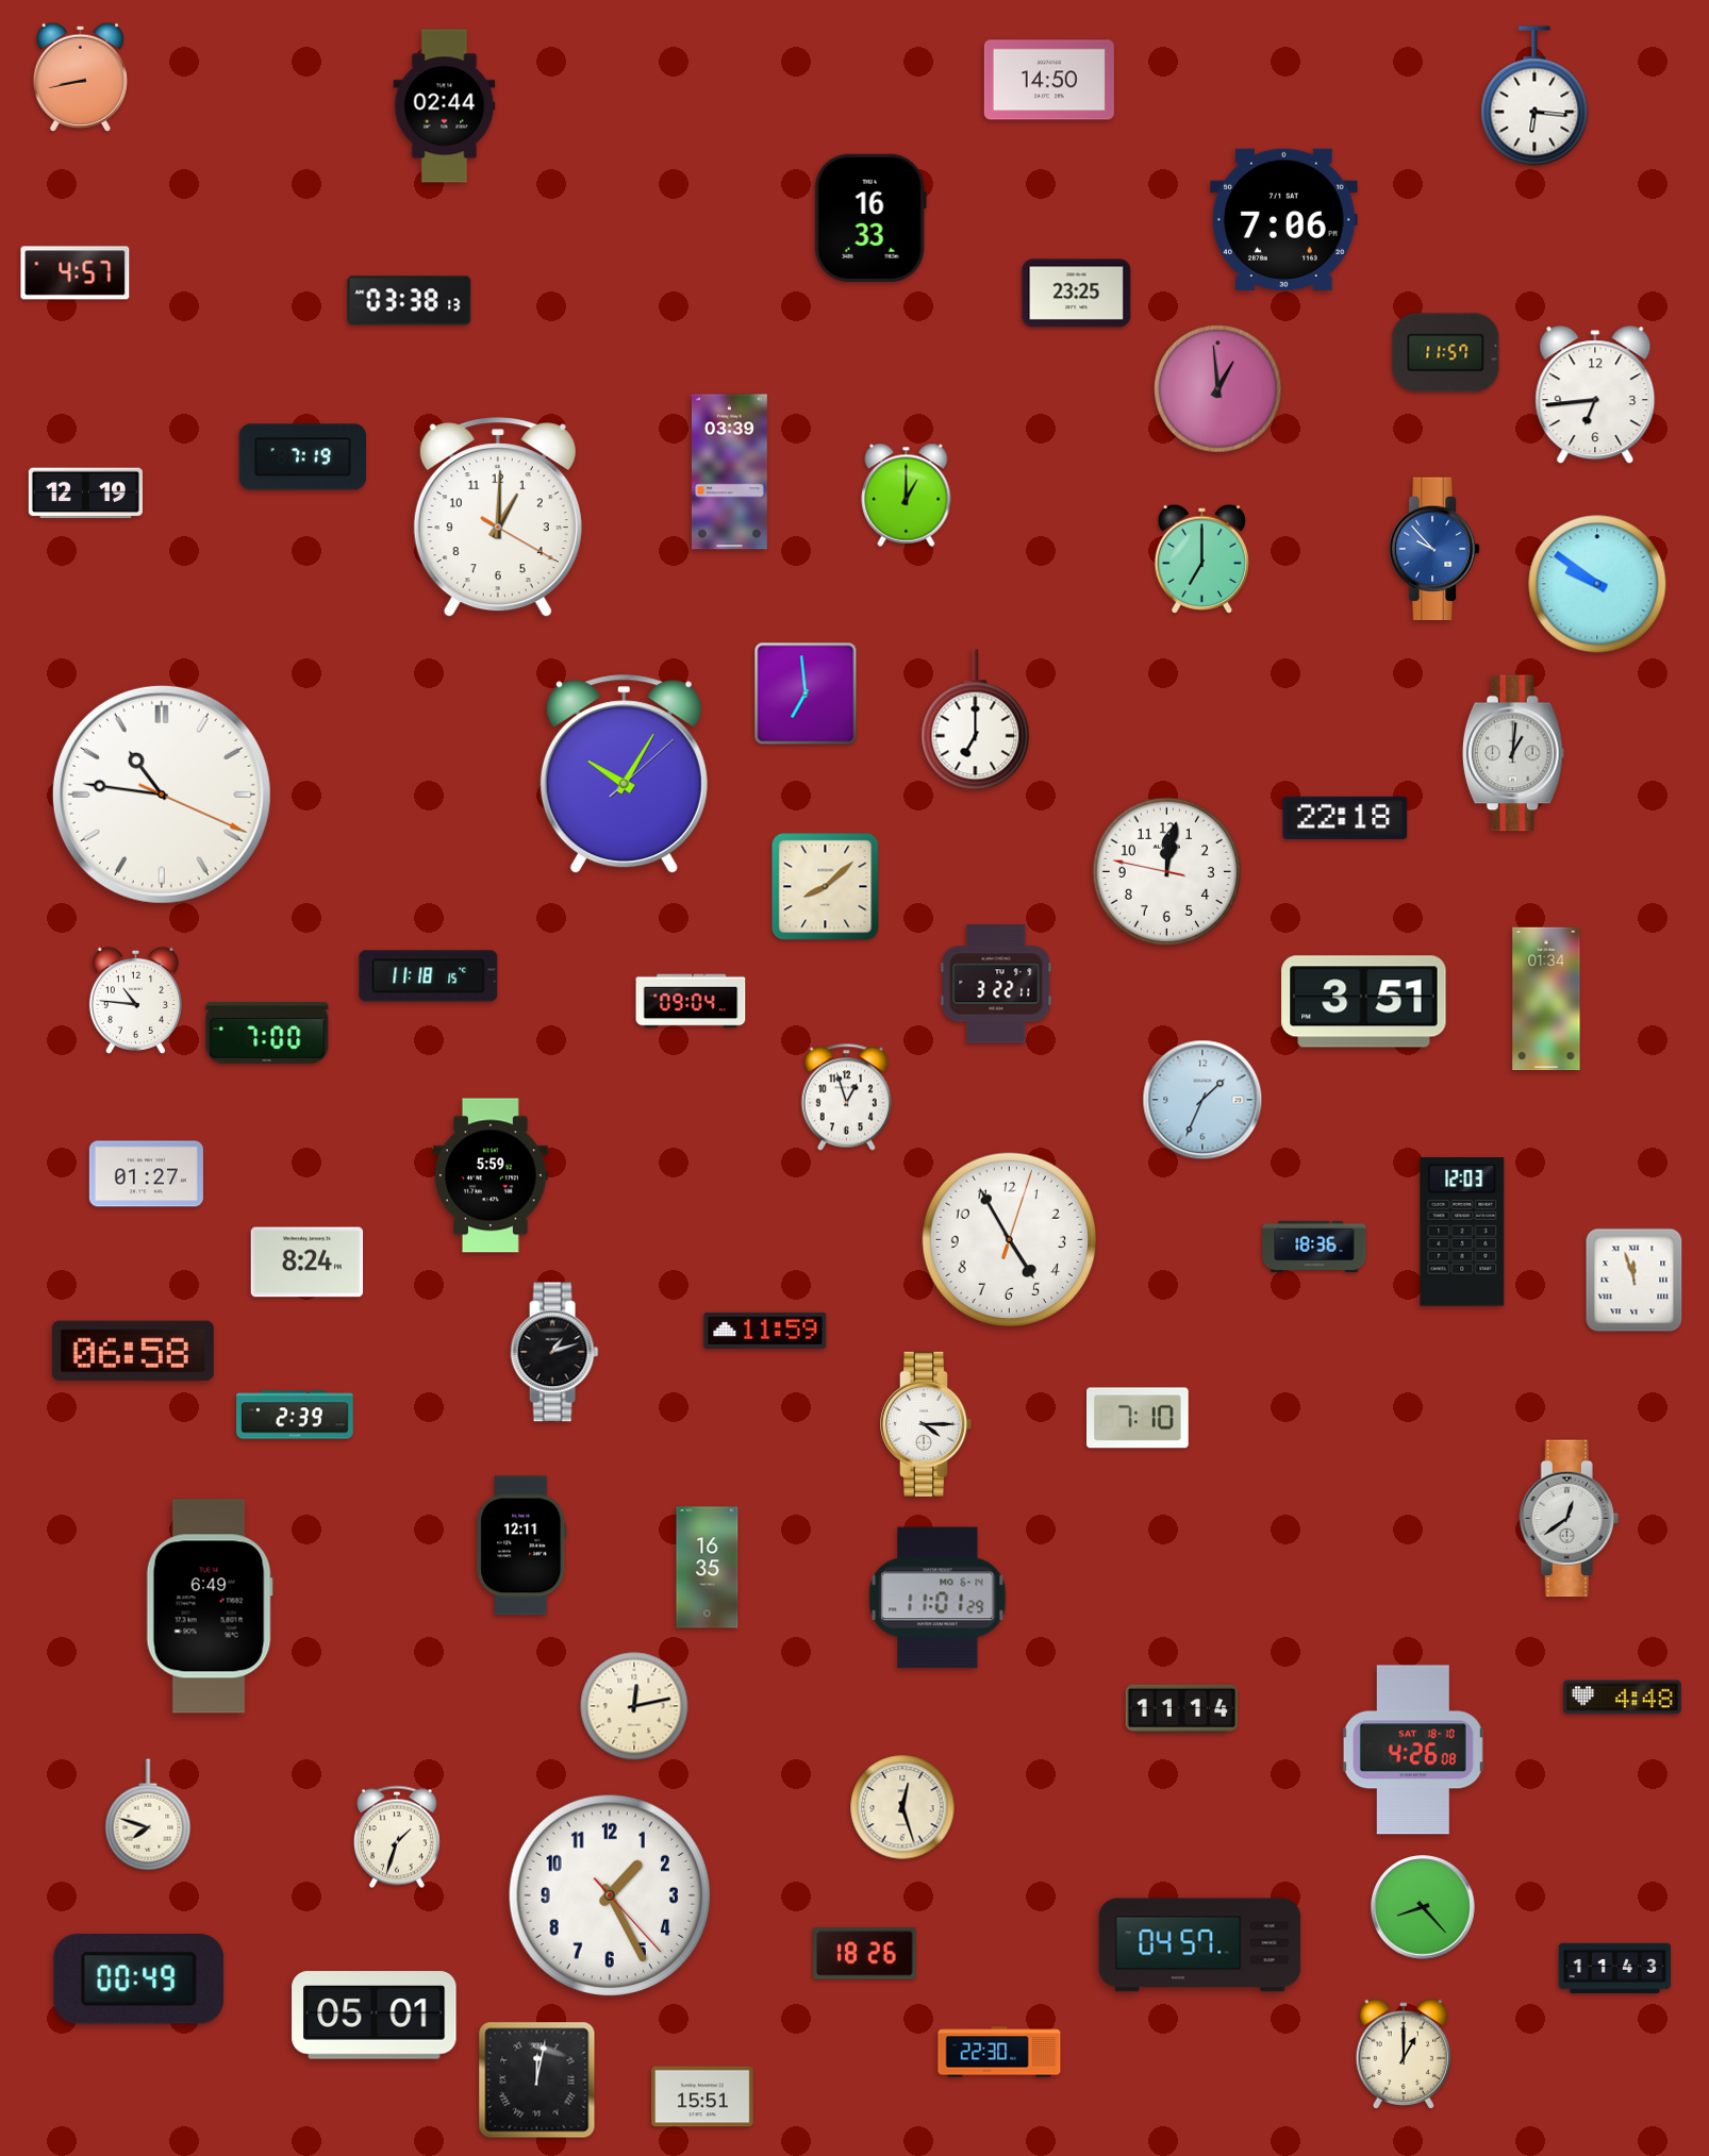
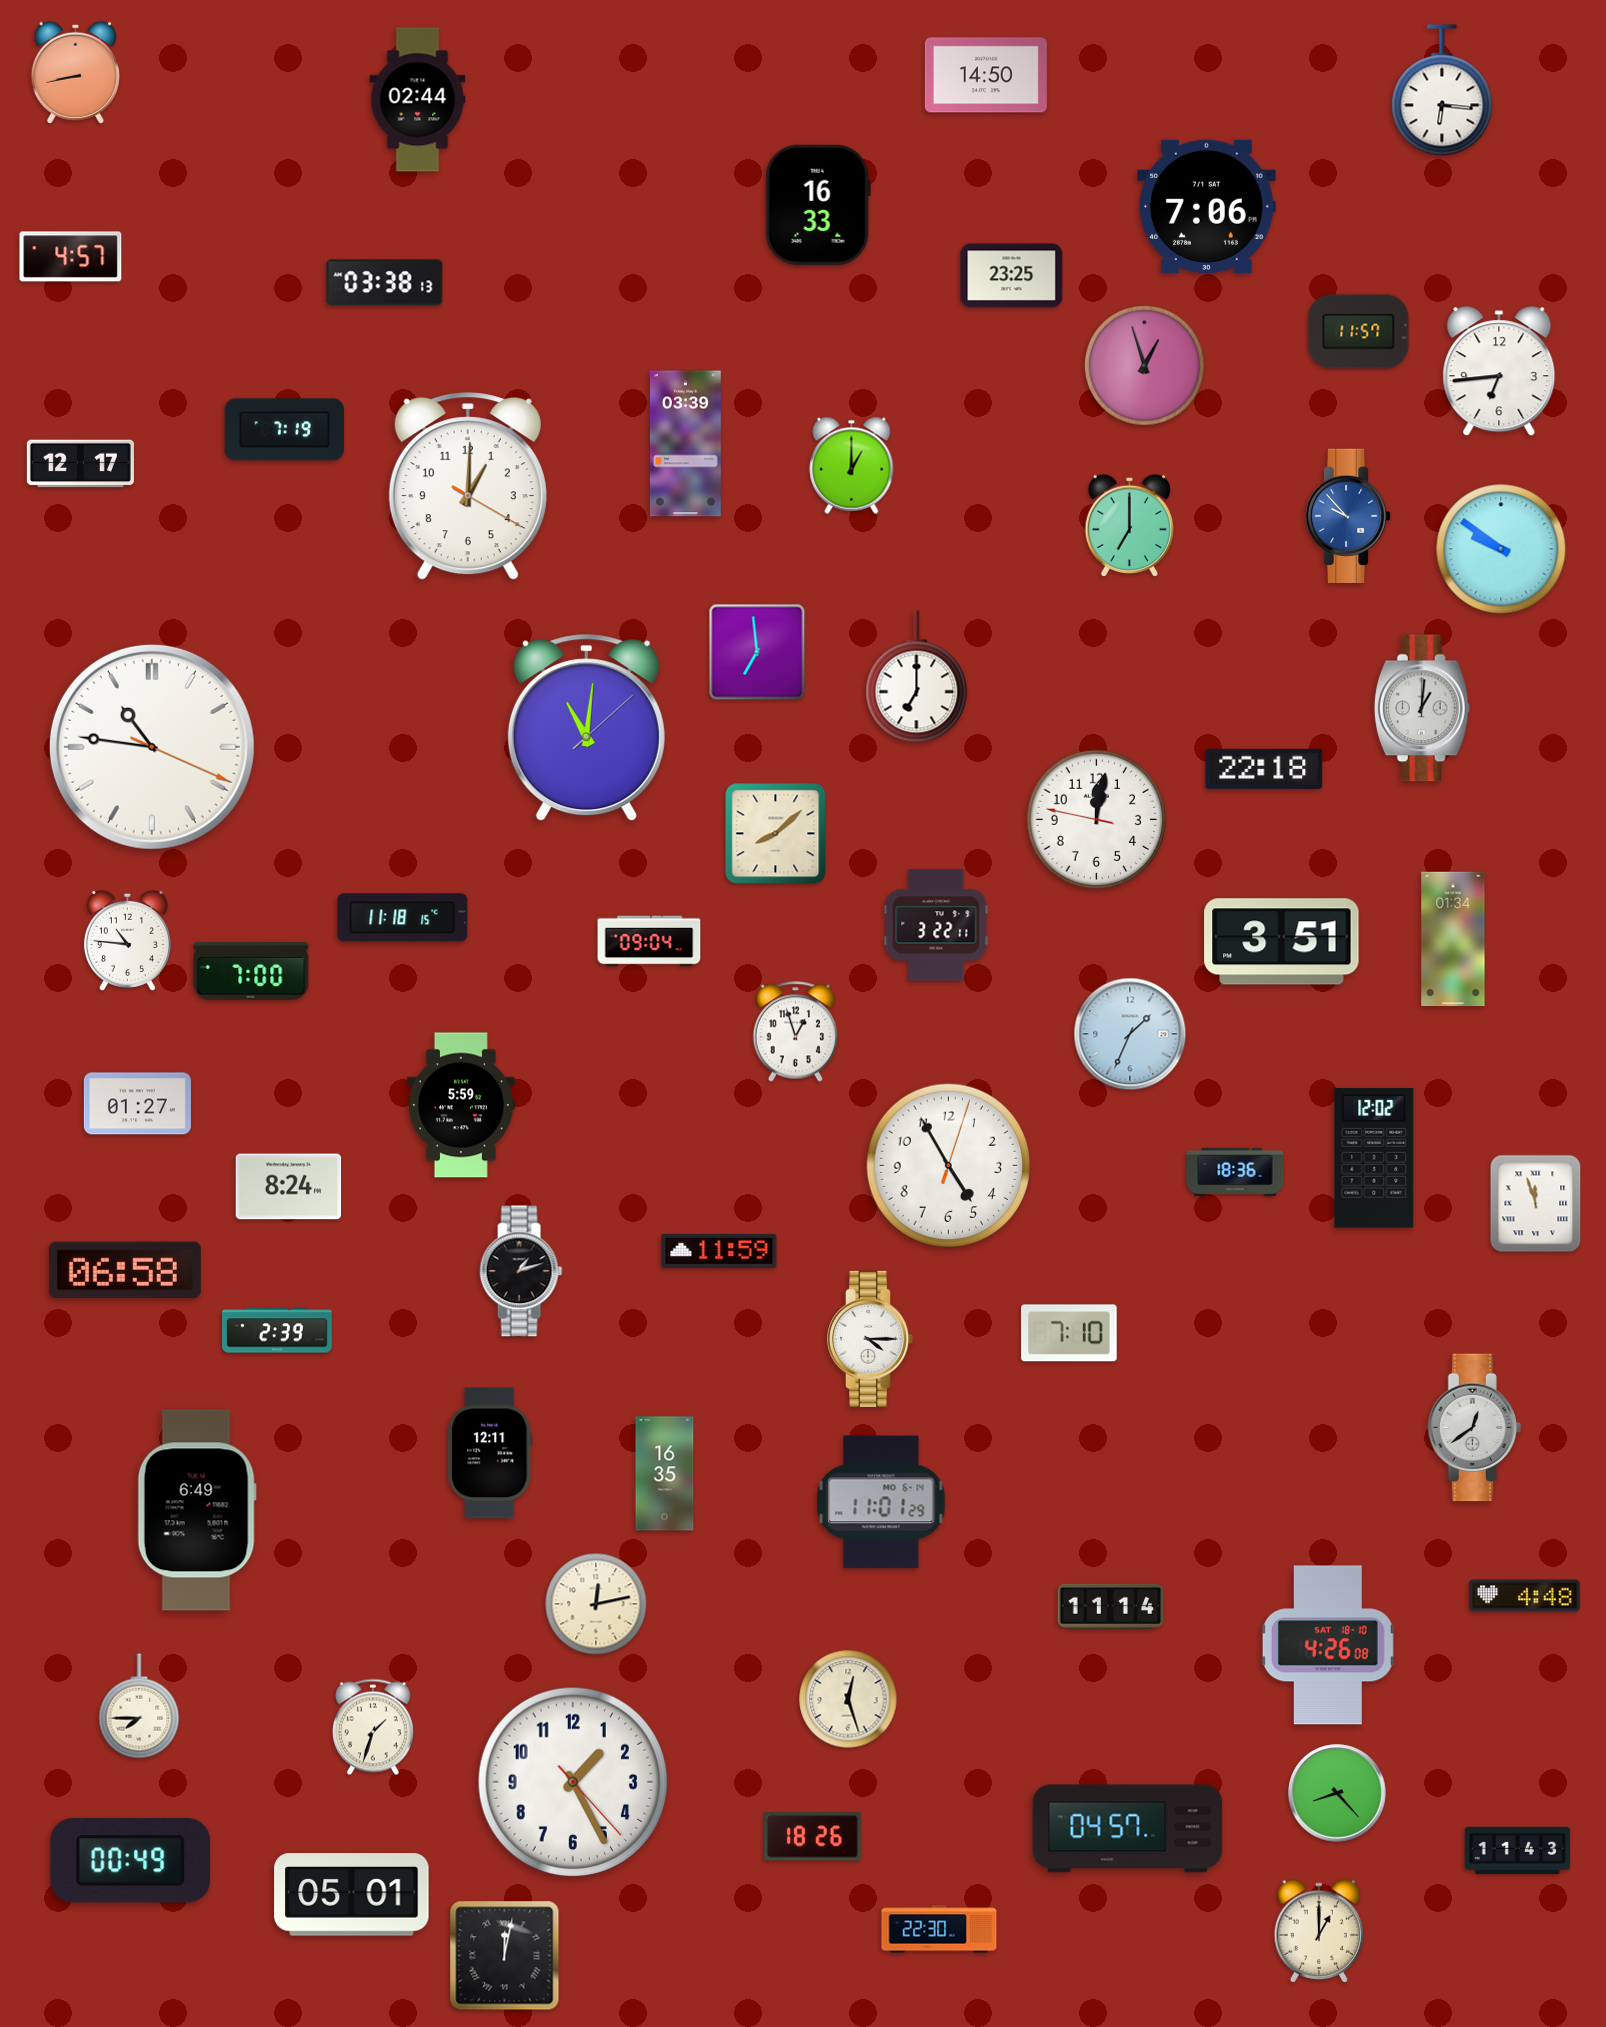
clock at (1217, 388): 12:59 -> 12:57
clock at (85, 494): 12:19 -> 12:17
clock at (624, 774): 10:05 -> 11:01
clock at (1462, 1232): 12:03 -> 12:02
clock at (148, 1815): 7:48 -> 7:45
clock at (702, 2096): 15:51 -> none
